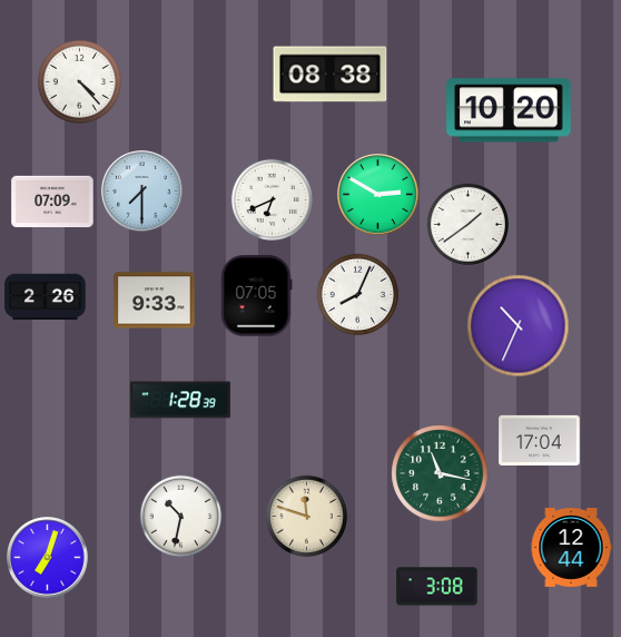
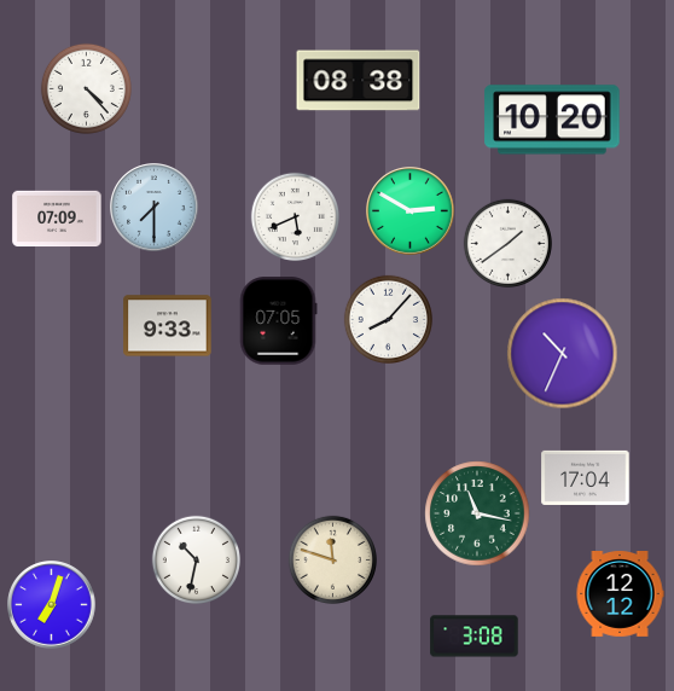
clock at (272, 199): 6:41 -> 5:41
clock at (357, 294): 8:04 -> 8:07
clock at (46, 297): 2:26 -> none
clock at (180, 400): 1:28 -> none
clock at (571, 548): 12:44 -> 12:12
